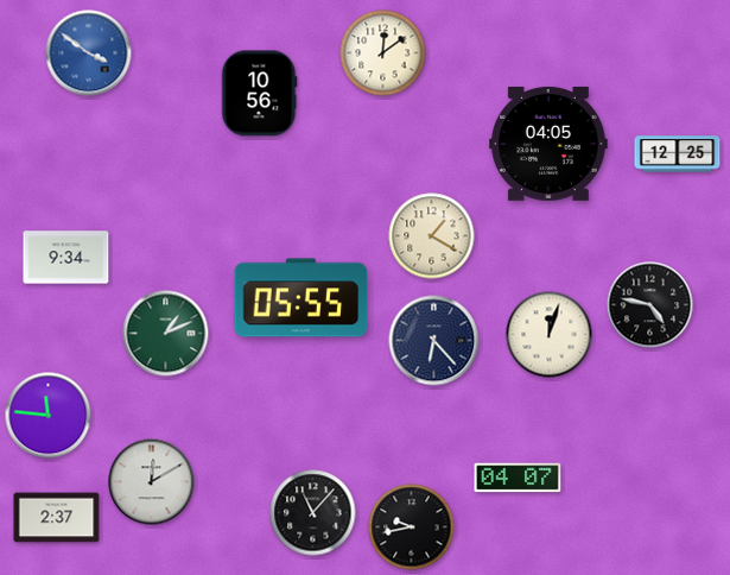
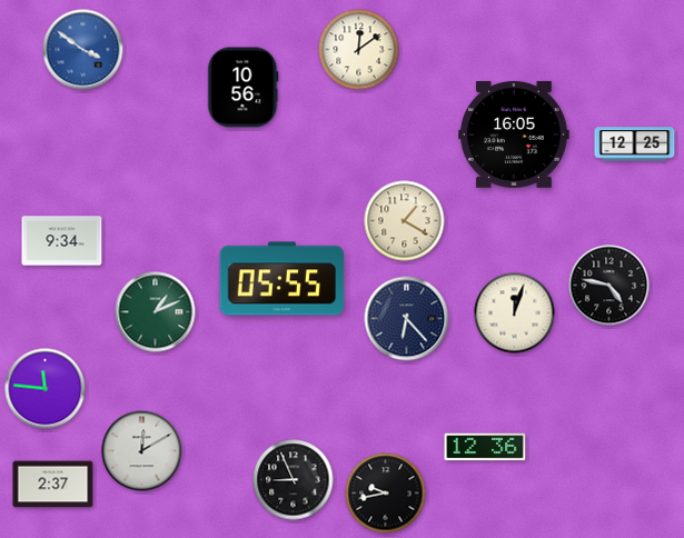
clock at (548, 144): 04:05 -> 16:05
clock at (518, 478): 04:07 -> 12:36
clock at (313, 513): 11:07 -> 8:56
